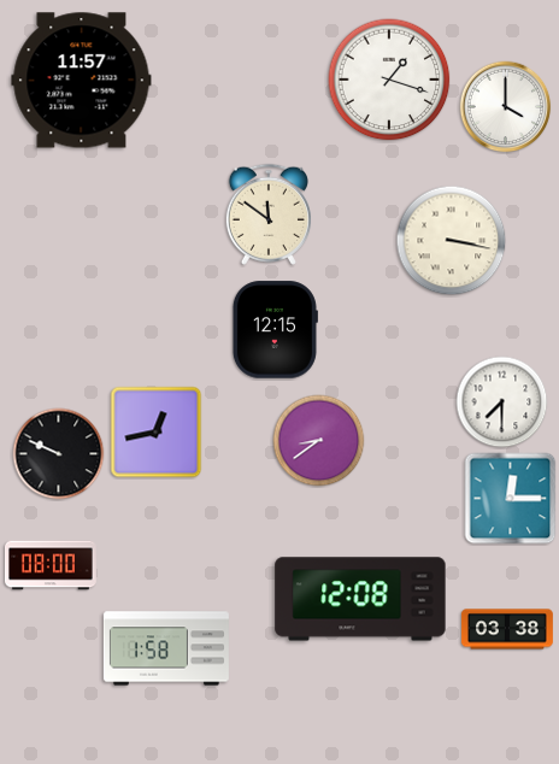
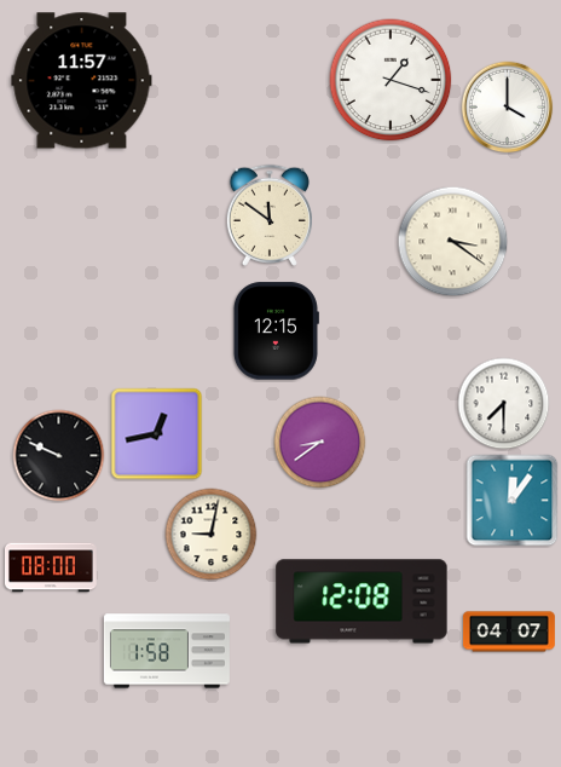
clock at (452, 241): 3:17 -> 3:21
clock at (511, 499): 12:15 -> 12:06
clock at (212, 535): none -> 9:02
clock at (507, 629): 03:38 -> 04:07
